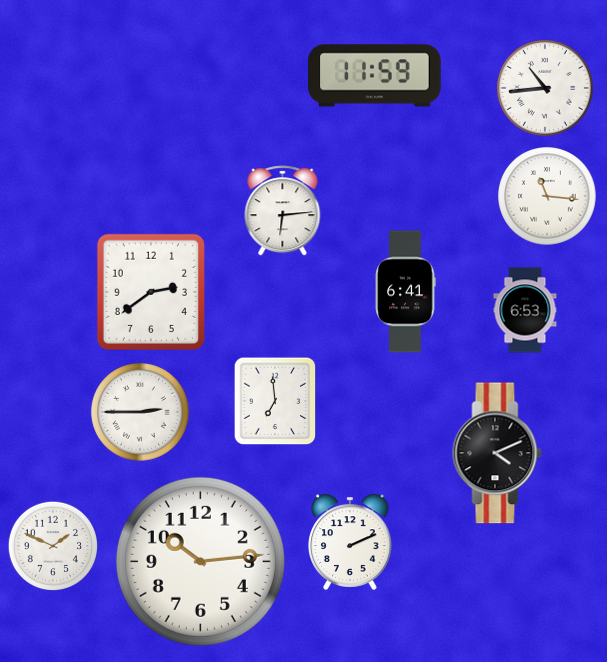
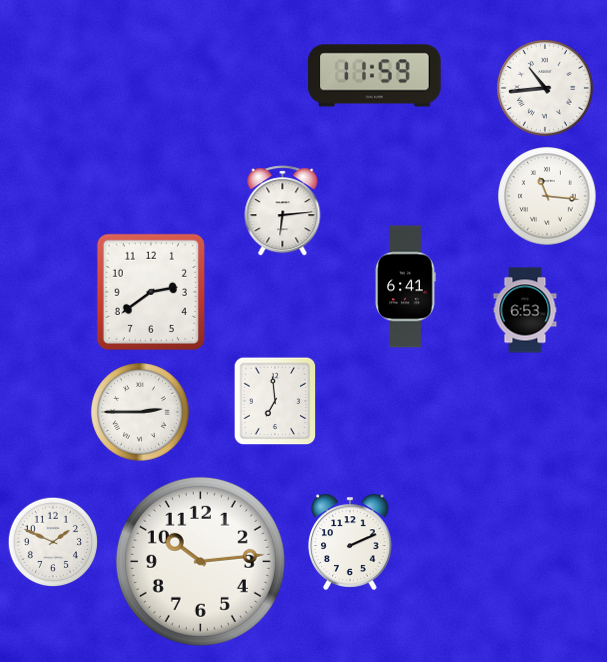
clock at (405, 292) position: (405, 292) -> (405, 287)
clock at (497, 453): 4:11 -> none
clock at (52, 545) position: (52, 545) -> (52, 541)
